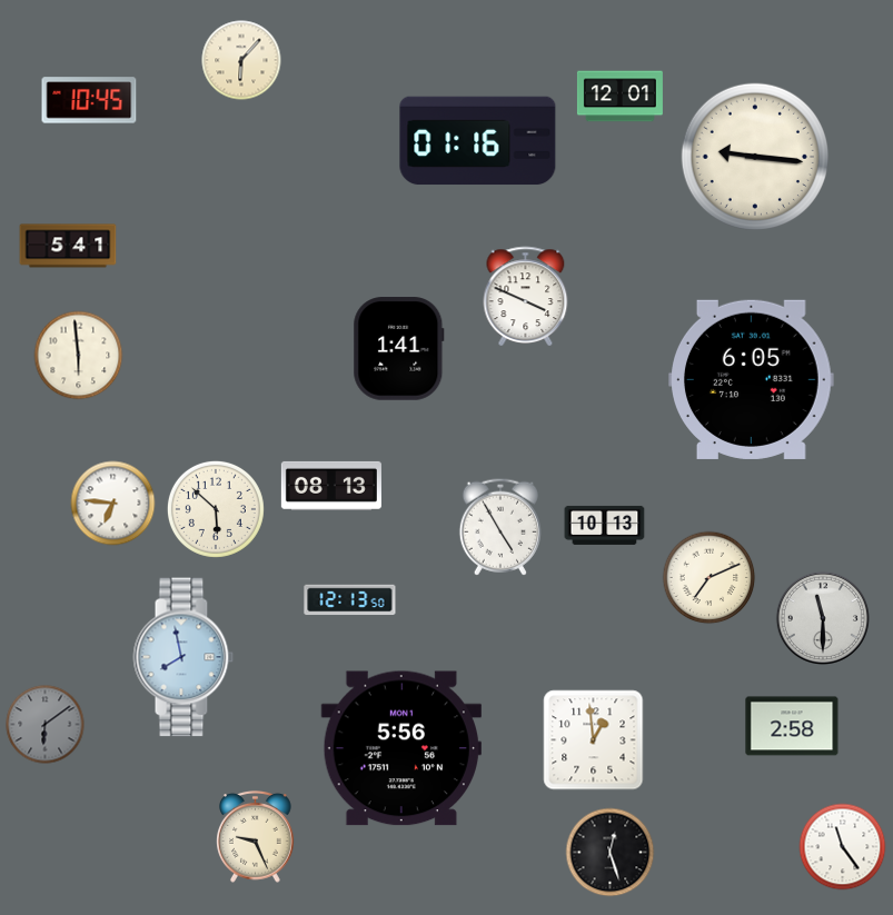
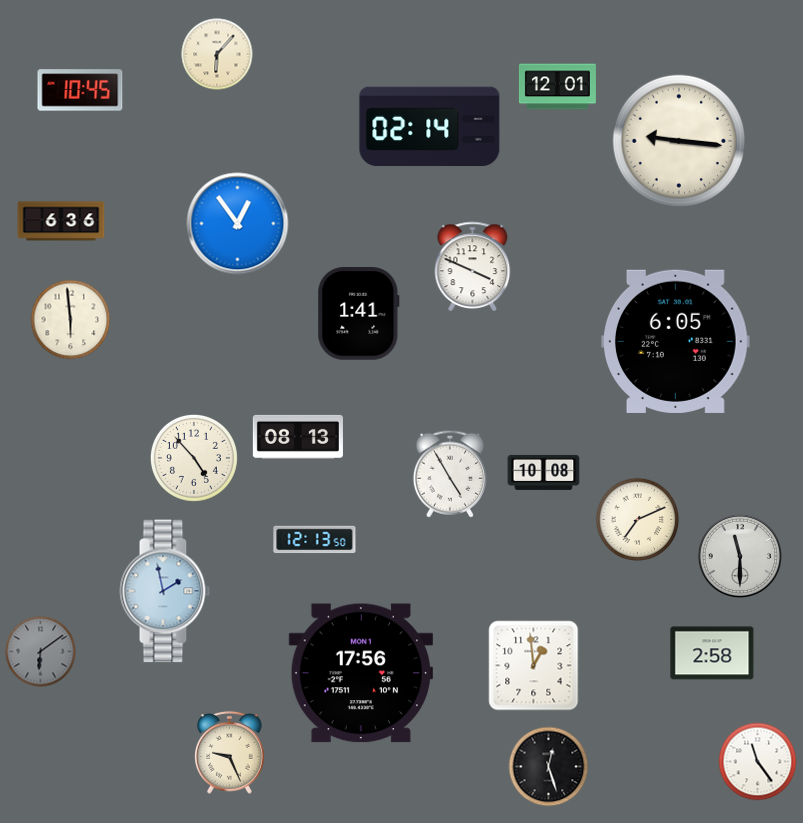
clock at (478, 141): 01:16 -> 02:14
clock at (68, 246): 5:41 -> 6:36
clock at (238, 224): none -> 12:54
clock at (113, 504): 6:46 -> none
clock at (216, 509): 5:52 -> 4:53
clock at (605, 525): 10:13 -> 10:08
clock at (183, 657): 7:58 -> 1:58
clock at (401, 748): 5:56 -> 17:56
